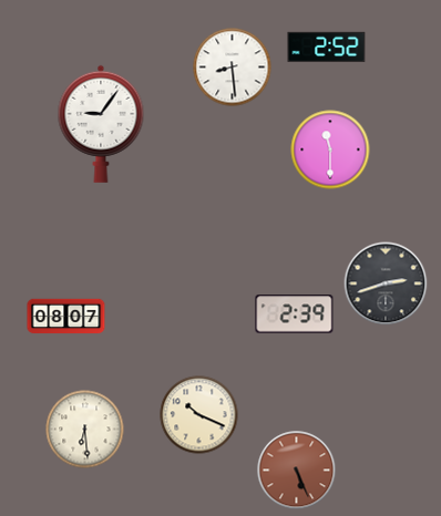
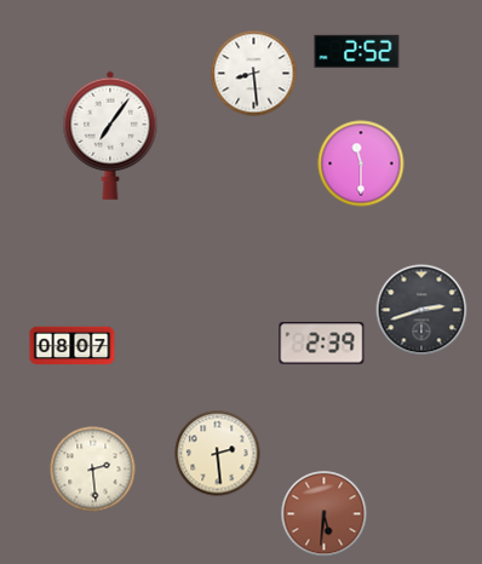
clock at (101, 124): 9:06 -> 7:06
clock at (199, 415): 10:19 -> 2:29
clock at (85, 430): 6:29 -> 2:29
clock at (297, 471): 5:26 -> 5:31
